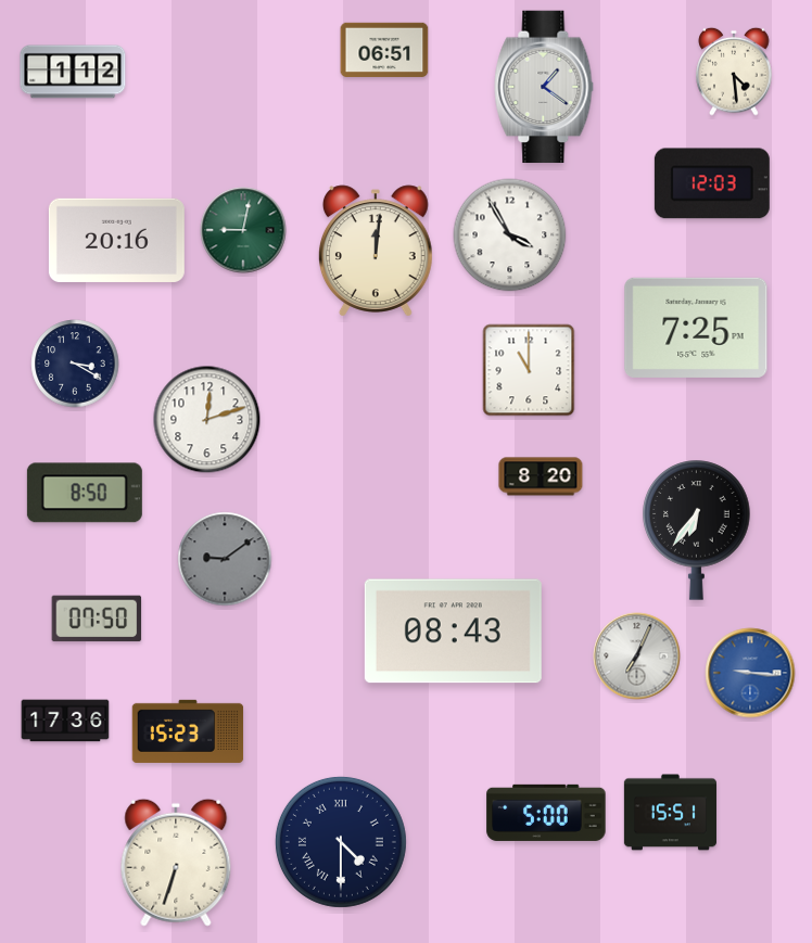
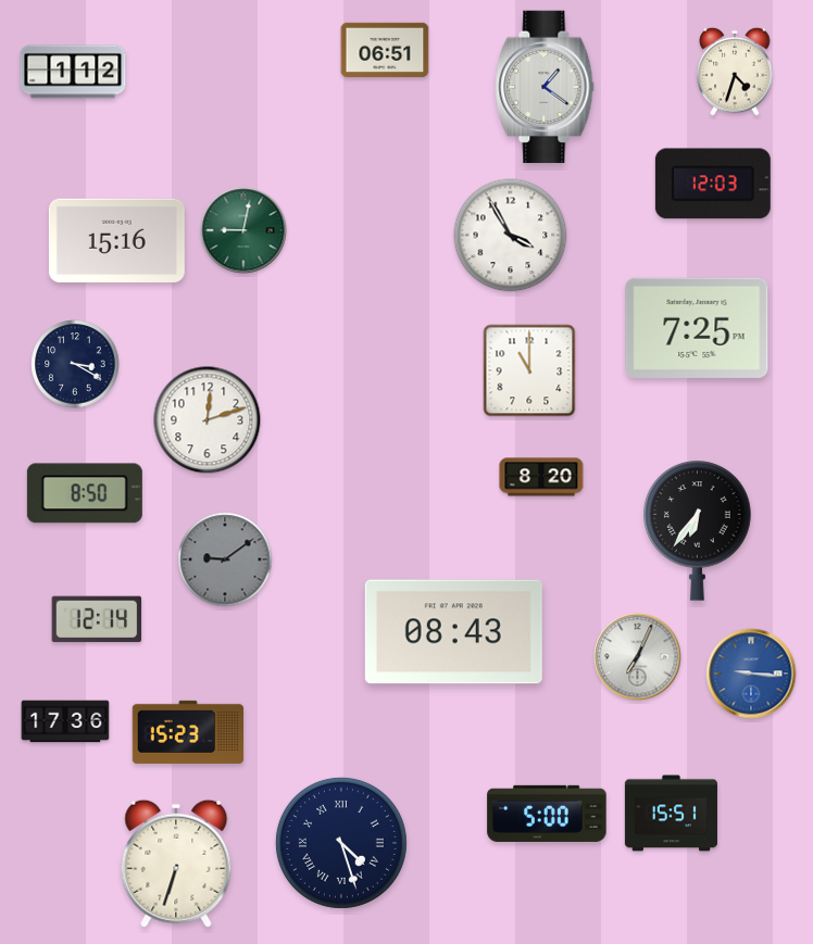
clock at (734, 72): 4:29 -> 4:33
clock at (116, 240): 20:16 -> 15:16
clock at (376, 251): 12:01 -> none
clock at (97, 619): 07:50 -> 12:14
clock at (341, 842): 4:30 -> 4:27
